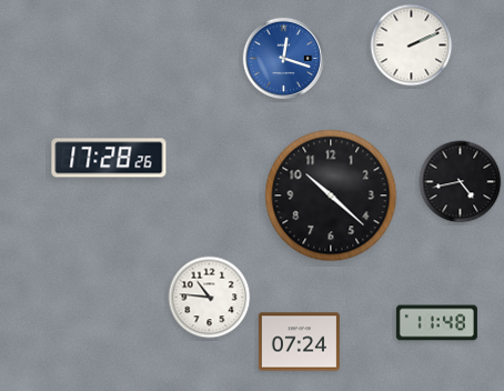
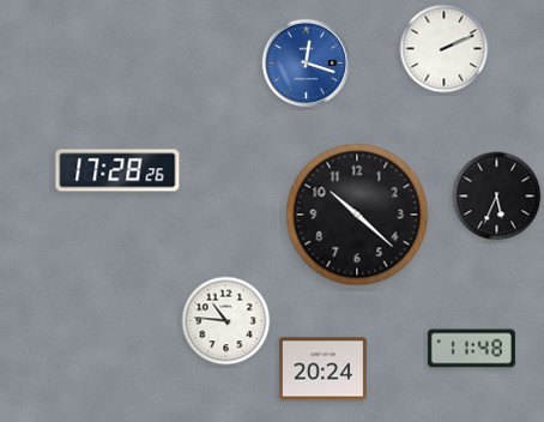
clock at (461, 182): 4:43 -> 5:34
clock at (331, 195) position: (331, 195) -> (357, 215)
clock at (299, 342): 07:24 -> 20:24
